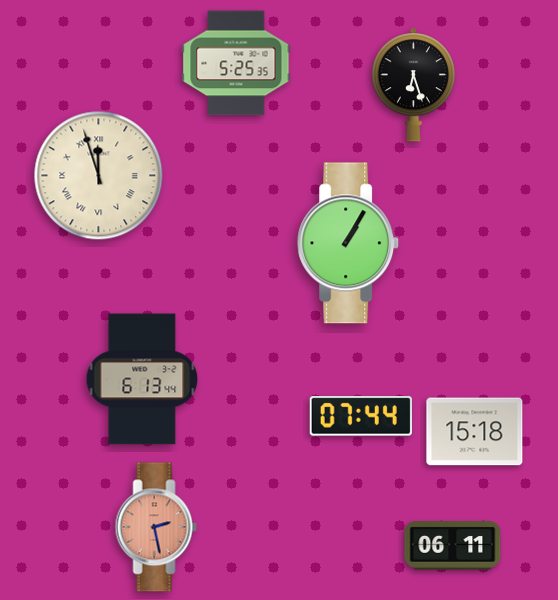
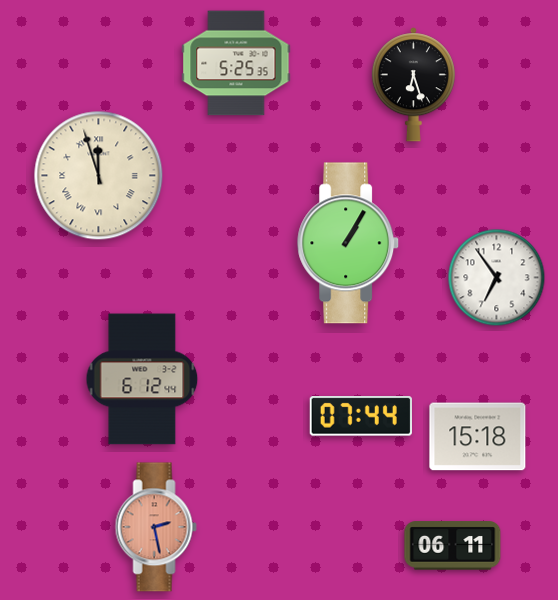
clock at (497, 278): none -> 6:54
clock at (142, 379): 6:13 -> 6:12
clock at (475, 432) position: (475, 432) -> (478, 437)
